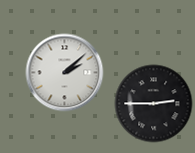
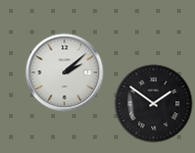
clock at (153, 103): 2:45 -> 1:51
